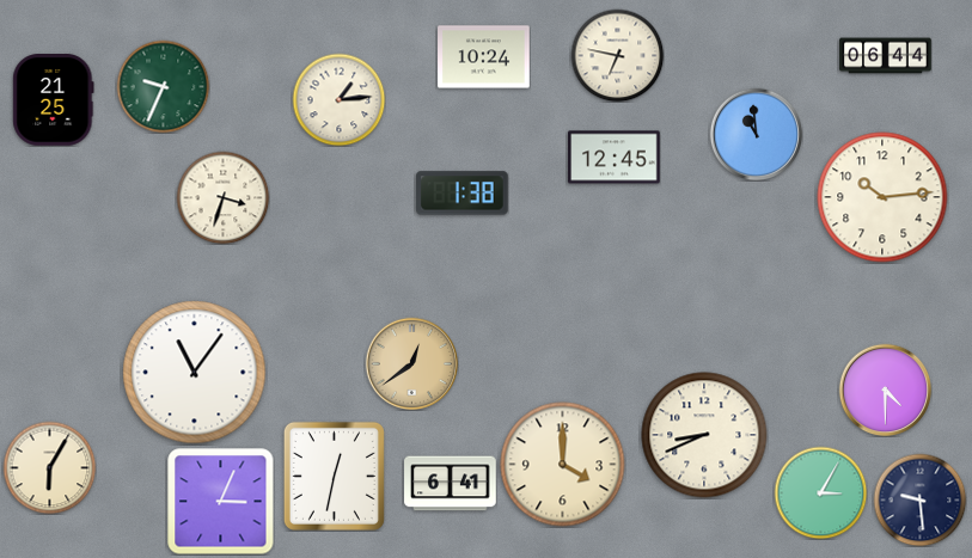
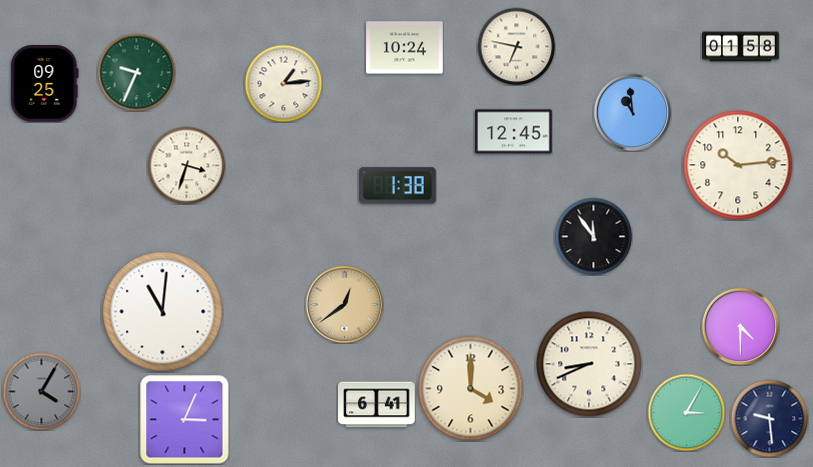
clock at (886, 56): 06:44 -> 01:58
clock at (54, 100): 21:25 -> 09:25
clock at (463, 194) position: (463, 194) -> (398, 186)
clock at (593, 236): none -> 11:54
clock at (195, 373): 11:06 -> 11:01
clock at (49, 467): 6:05 -> 4:05
clock at (49, 467) dial: cream -> grey
clock at (334, 476): 12:32 -> none
